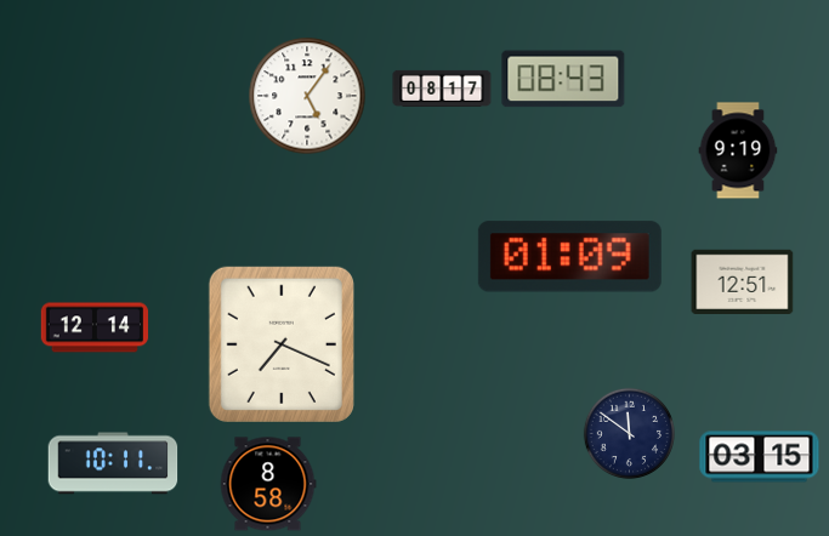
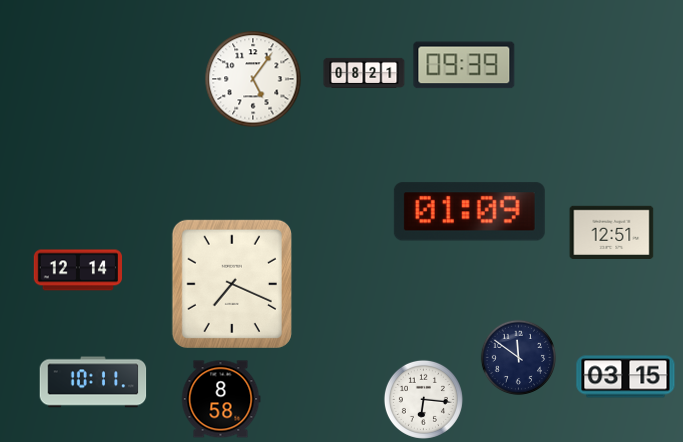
clock at (563, 79): 08:43 -> 09:39
clock at (442, 89): 08:17 -> 08:21
clock at (738, 150): 9:19 -> none
clock at (423, 399): none -> 6:16
